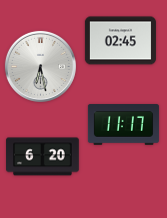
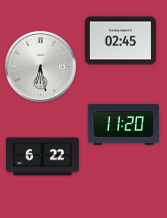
clock at (123, 125): 11:17 -> 11:20
clock at (43, 157): 6:20 -> 6:22
